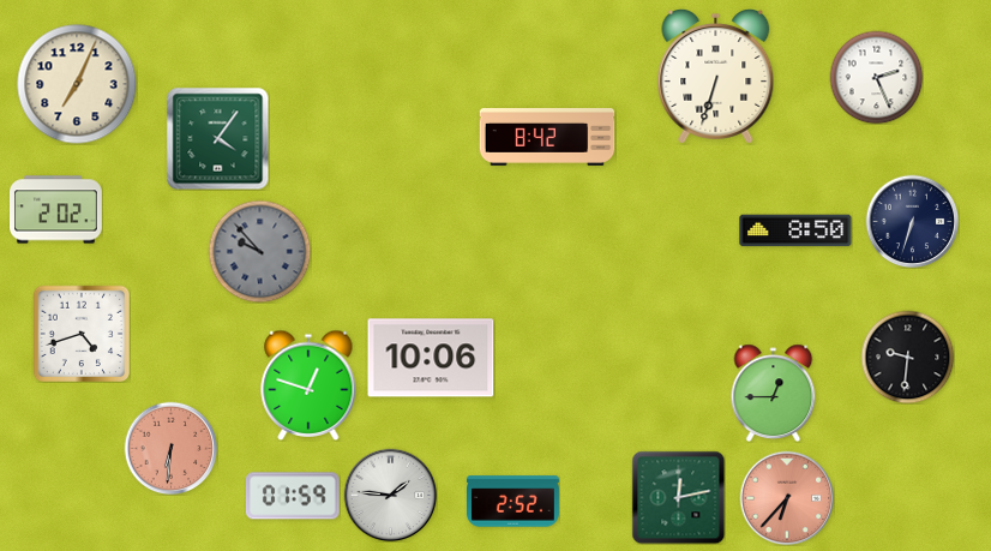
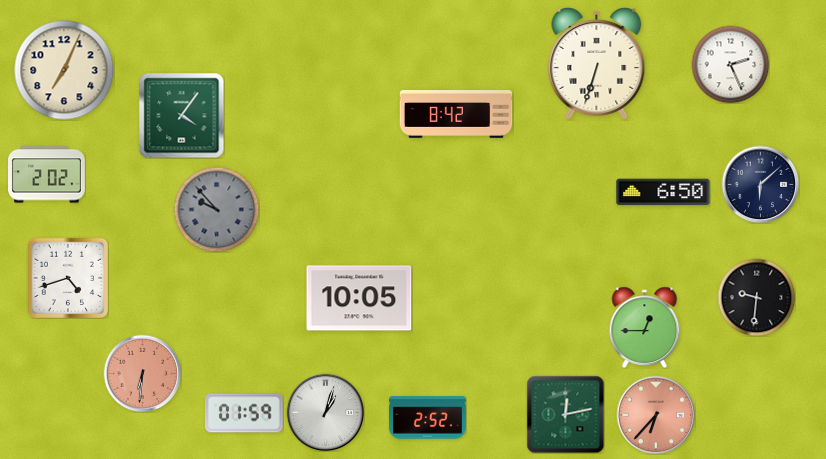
clock at (912, 221): 6:33 -> 6:08
clock at (795, 230): 8:50 -> 6:50
clock at (431, 358): 10:06 -> 10:05
clock at (308, 385): 12:48 -> none
clock at (390, 495): 1:46 -> 1:03
